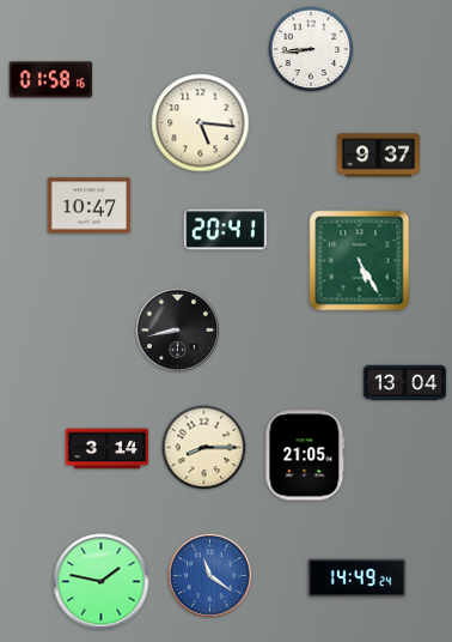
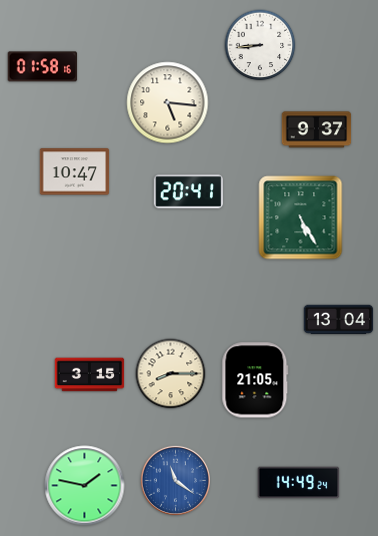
clock at (311, 49) position: (311, 49) -> (260, 45)
clock at (177, 329): 8:43 -> none
clock at (108, 449): 3:14 -> 3:15
